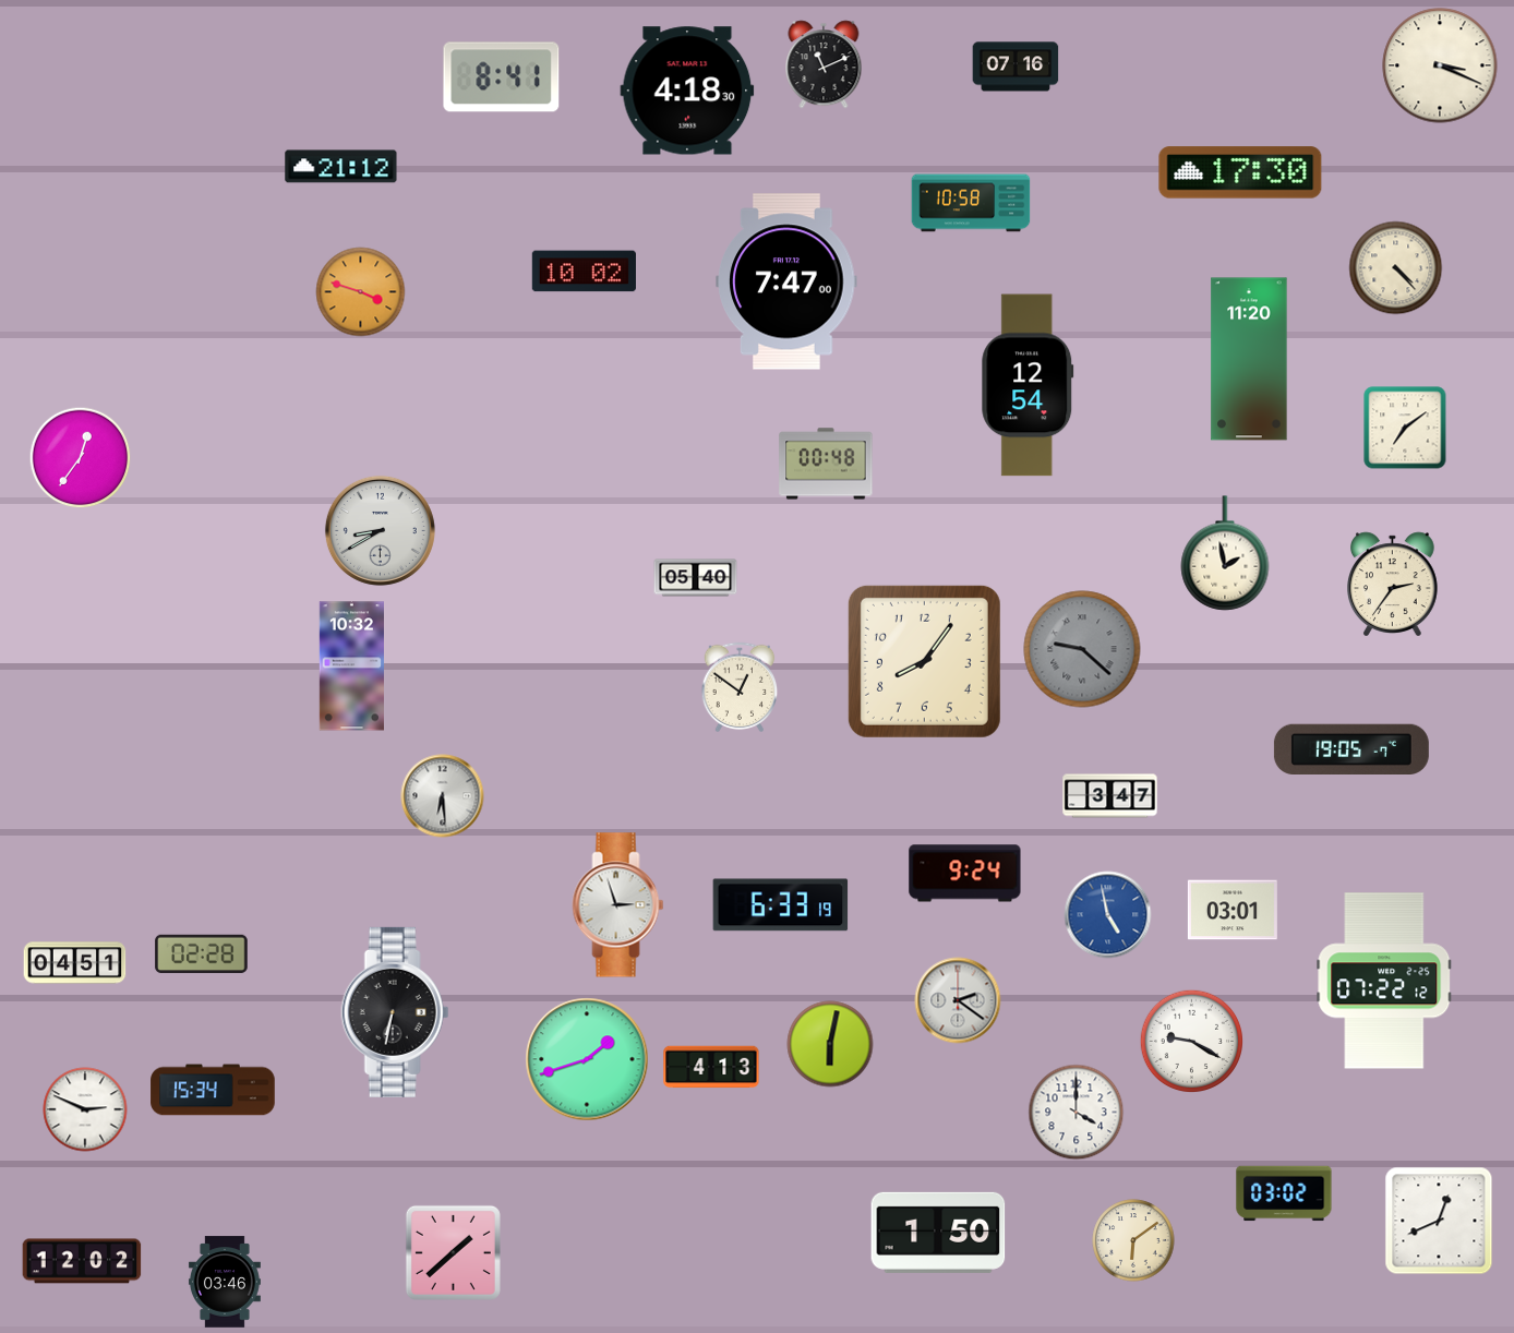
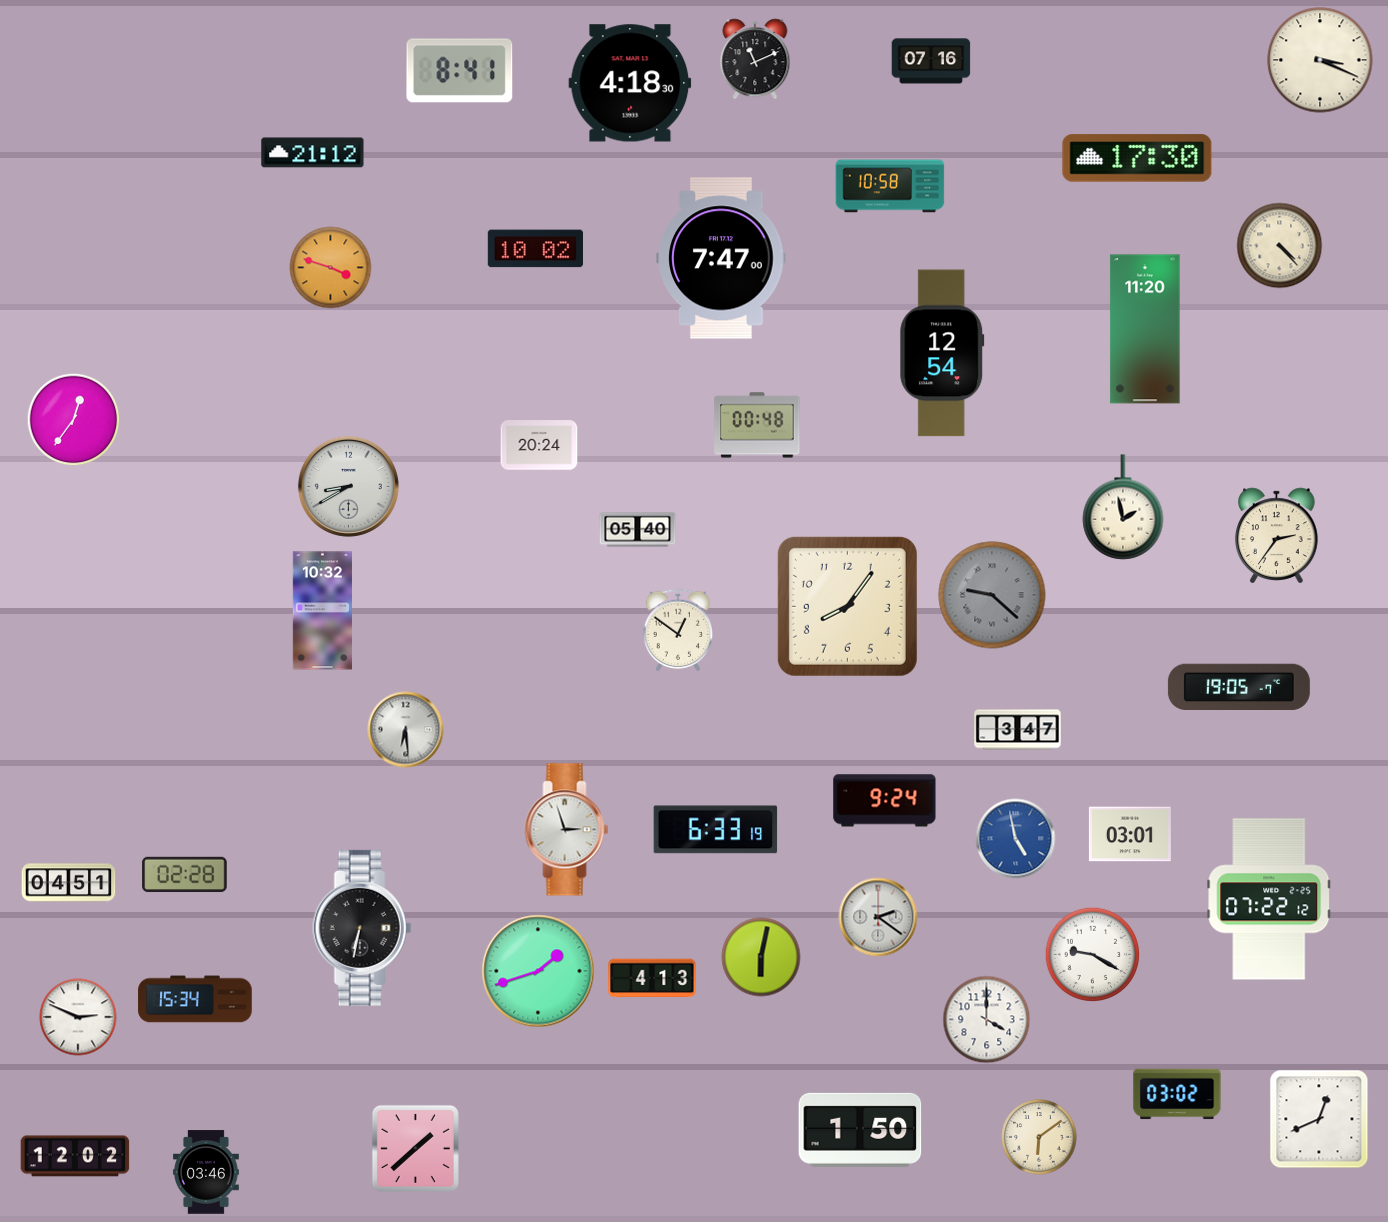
clock at (1405, 428): 7:09 -> none
clock at (539, 445): none -> 20:24
clock at (225, 1282) position: (225, 1282) -> (206, 1172)
